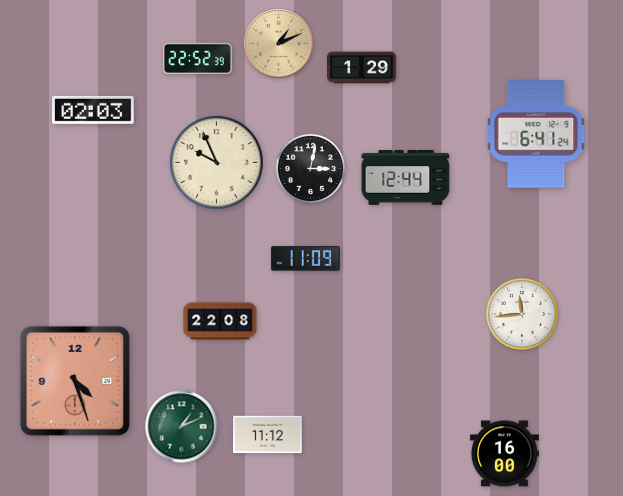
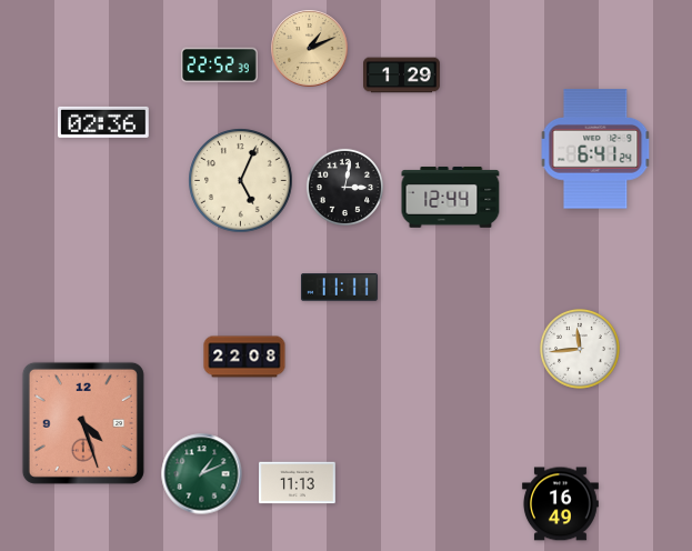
clock at (94, 110): 02:03 -> 02:36
clock at (217, 163): 9:56 -> 5:04
clock at (305, 259): 11:09 -> 11:11
clock at (268, 435): 11:12 -> 11:13
clock at (504, 454): 16:00 -> 16:49
